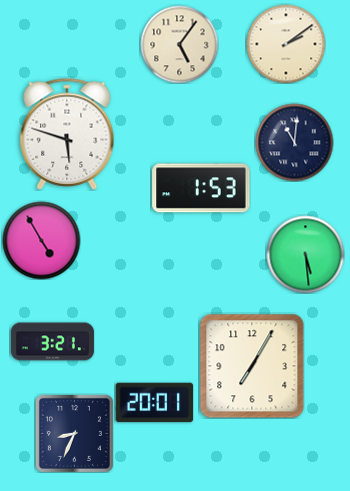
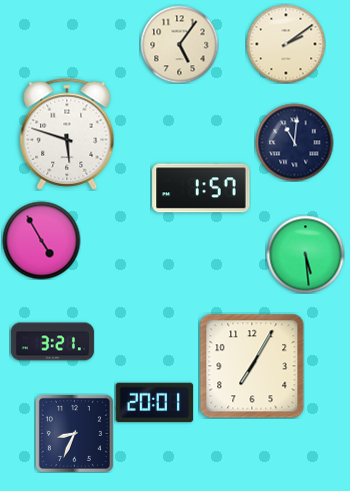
clock at (201, 188): 1:53 -> 1:57
